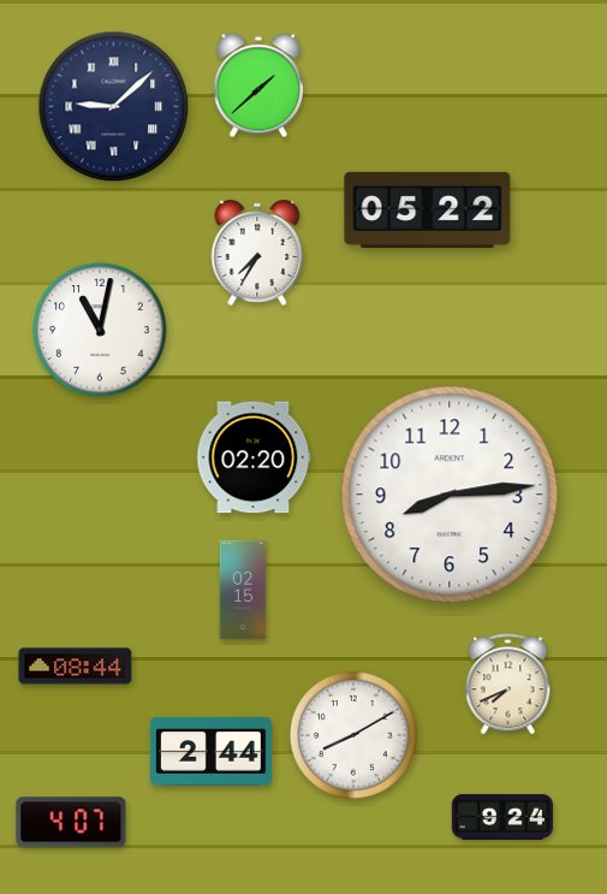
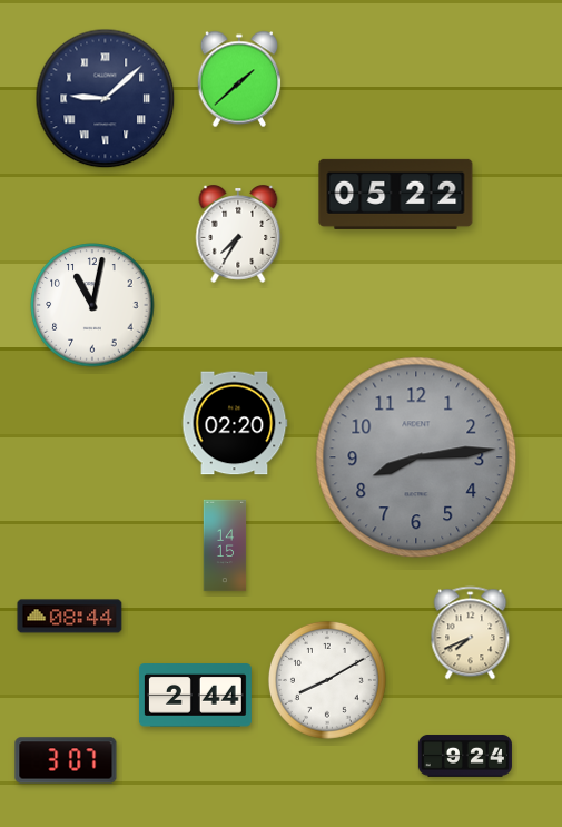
clock at (450, 495) dial: white -> grey
clock at (243, 590): 02:15 -> 14:15
clock at (71, 822): 4:07 -> 3:07
